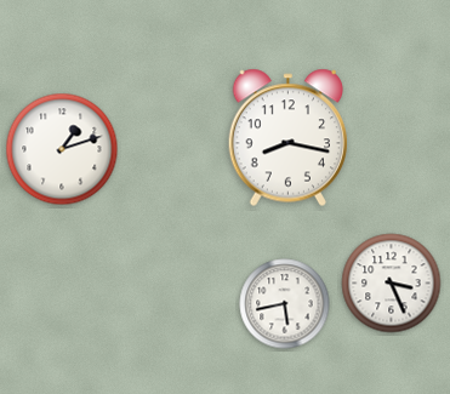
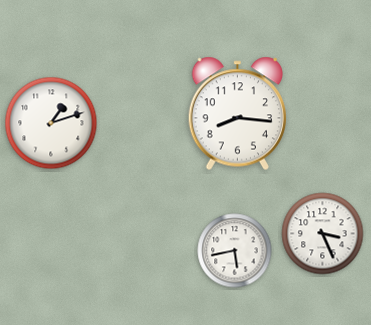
clock at (289, 138): 8:17 -> 8:16
